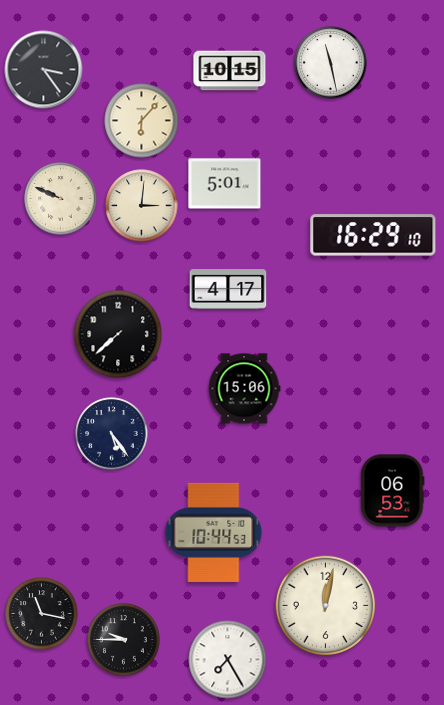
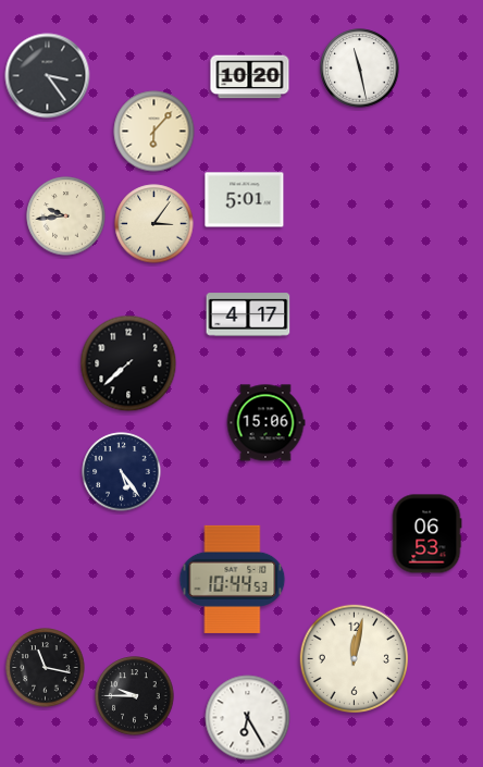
clock at (230, 71): 10:15 -> 10:20
clock at (61, 199): 9:49 -> 9:44
clock at (142, 206): 3:01 -> 3:06
clock at (373, 235): 16:29 -> none
clock at (228, 660): 7:25 -> 6:25
